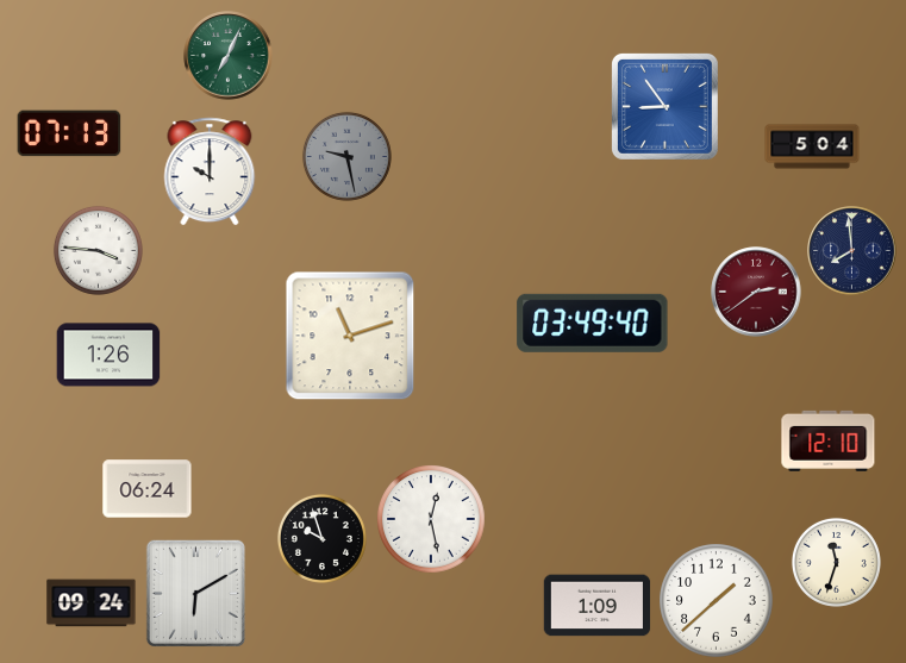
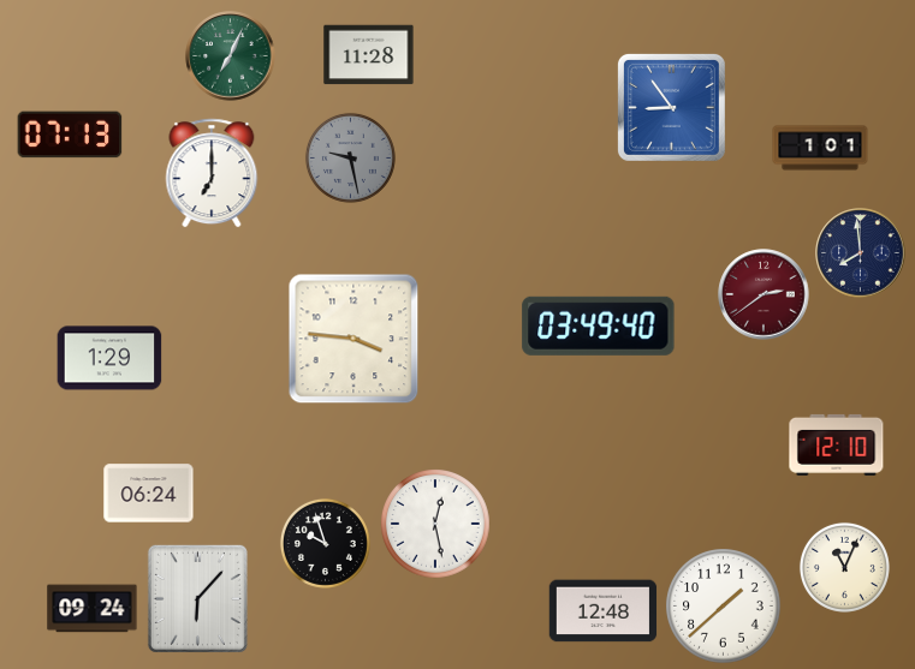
clock at (369, 55): none -> 11:28
clock at (812, 146): 5:04 -> 1:01
clock at (210, 171): 10:00 -> 7:00
clock at (98, 250): 3:46 -> none
clock at (350, 336): 11:12 -> 3:46
clock at (108, 355): 1:26 -> 1:29
clock at (836, 562): 11:33 -> 11:04
clock at (195, 593): 6:10 -> 6:07
clock at (598, 606): 1:09 -> 12:48
